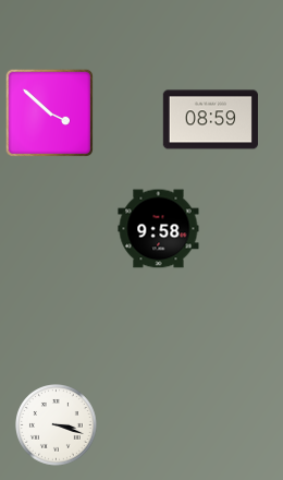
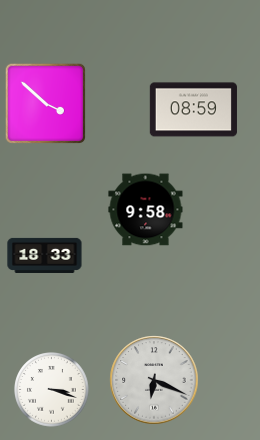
clock at (45, 255): none -> 18:33
clock at (154, 380): none -> 6:19
